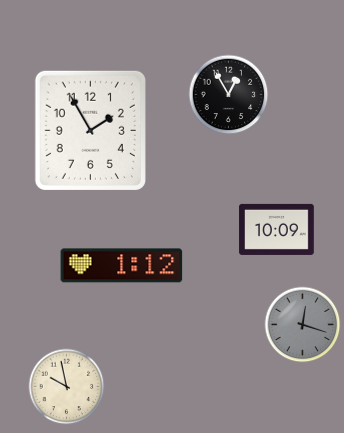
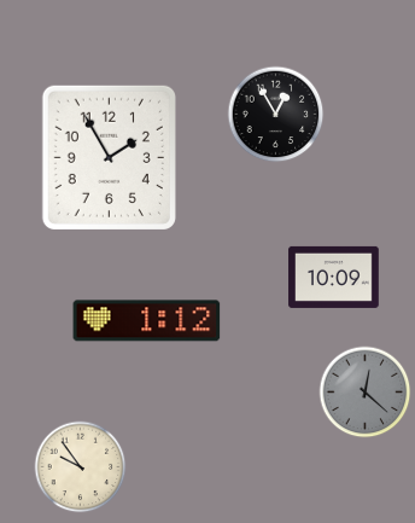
clock at (303, 325): 12:18 -> 12:22
clock at (67, 387): 9:58 -> 9:54
